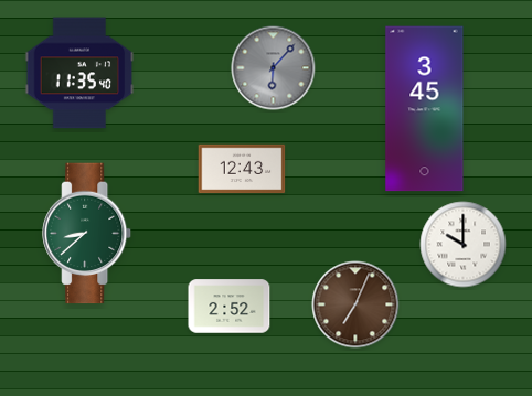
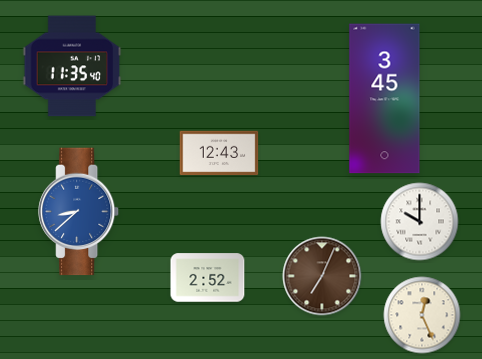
clock at (274, 68): 6:07 -> none
clock at (87, 234) dial: green -> blue
clock at (422, 315): none -> 12:26
